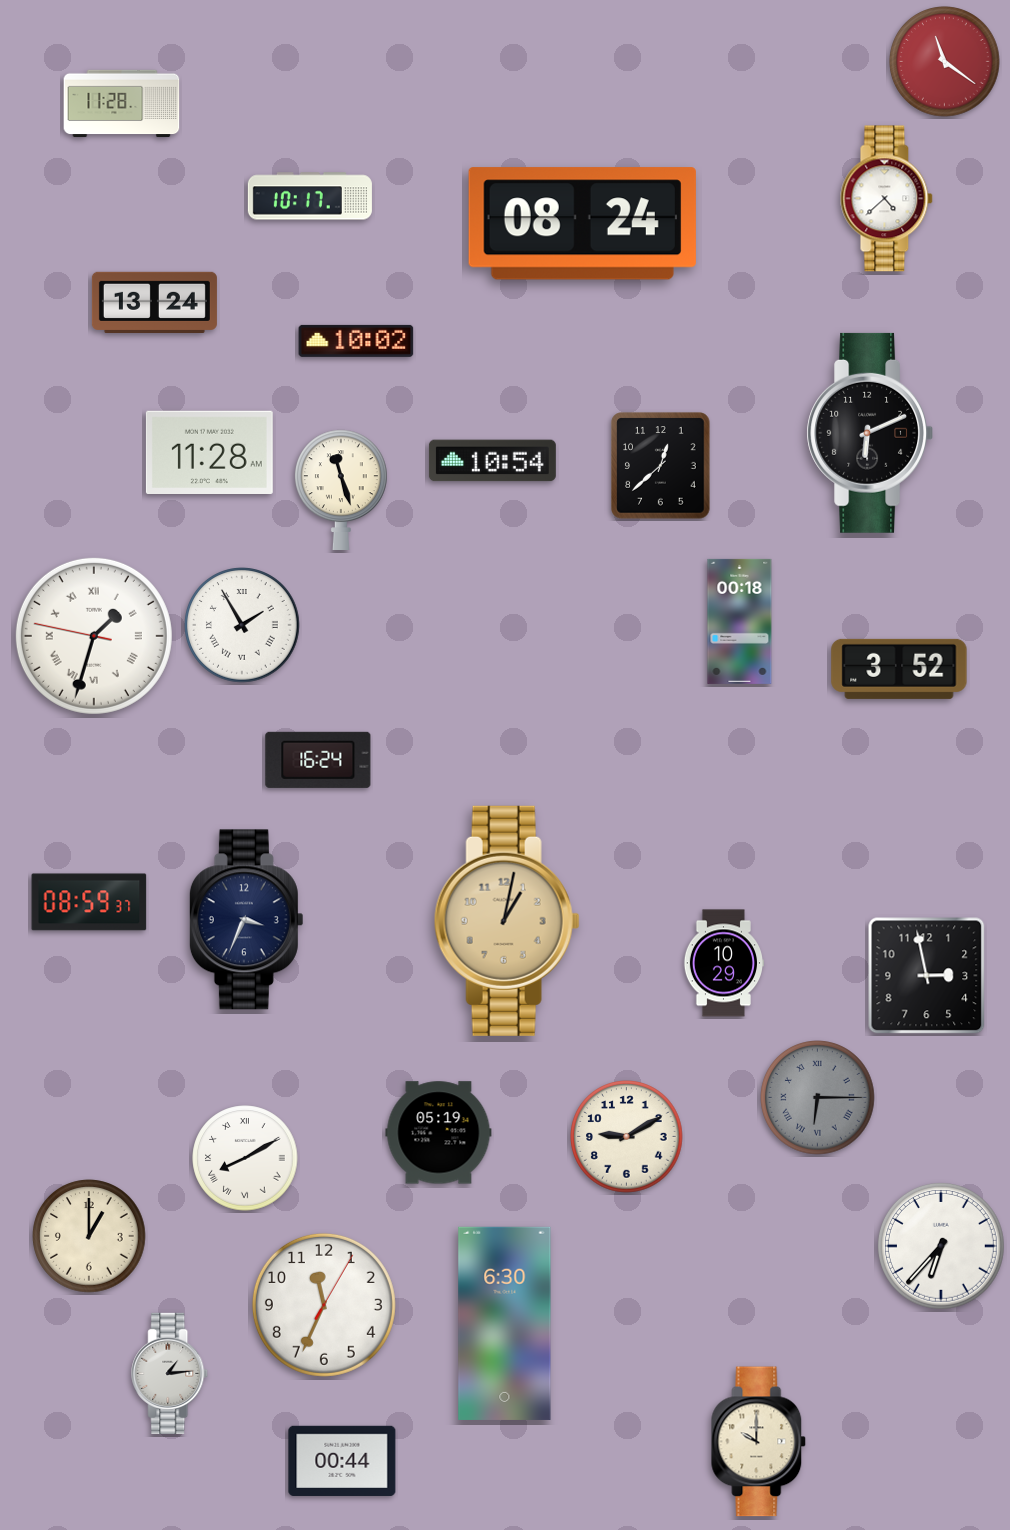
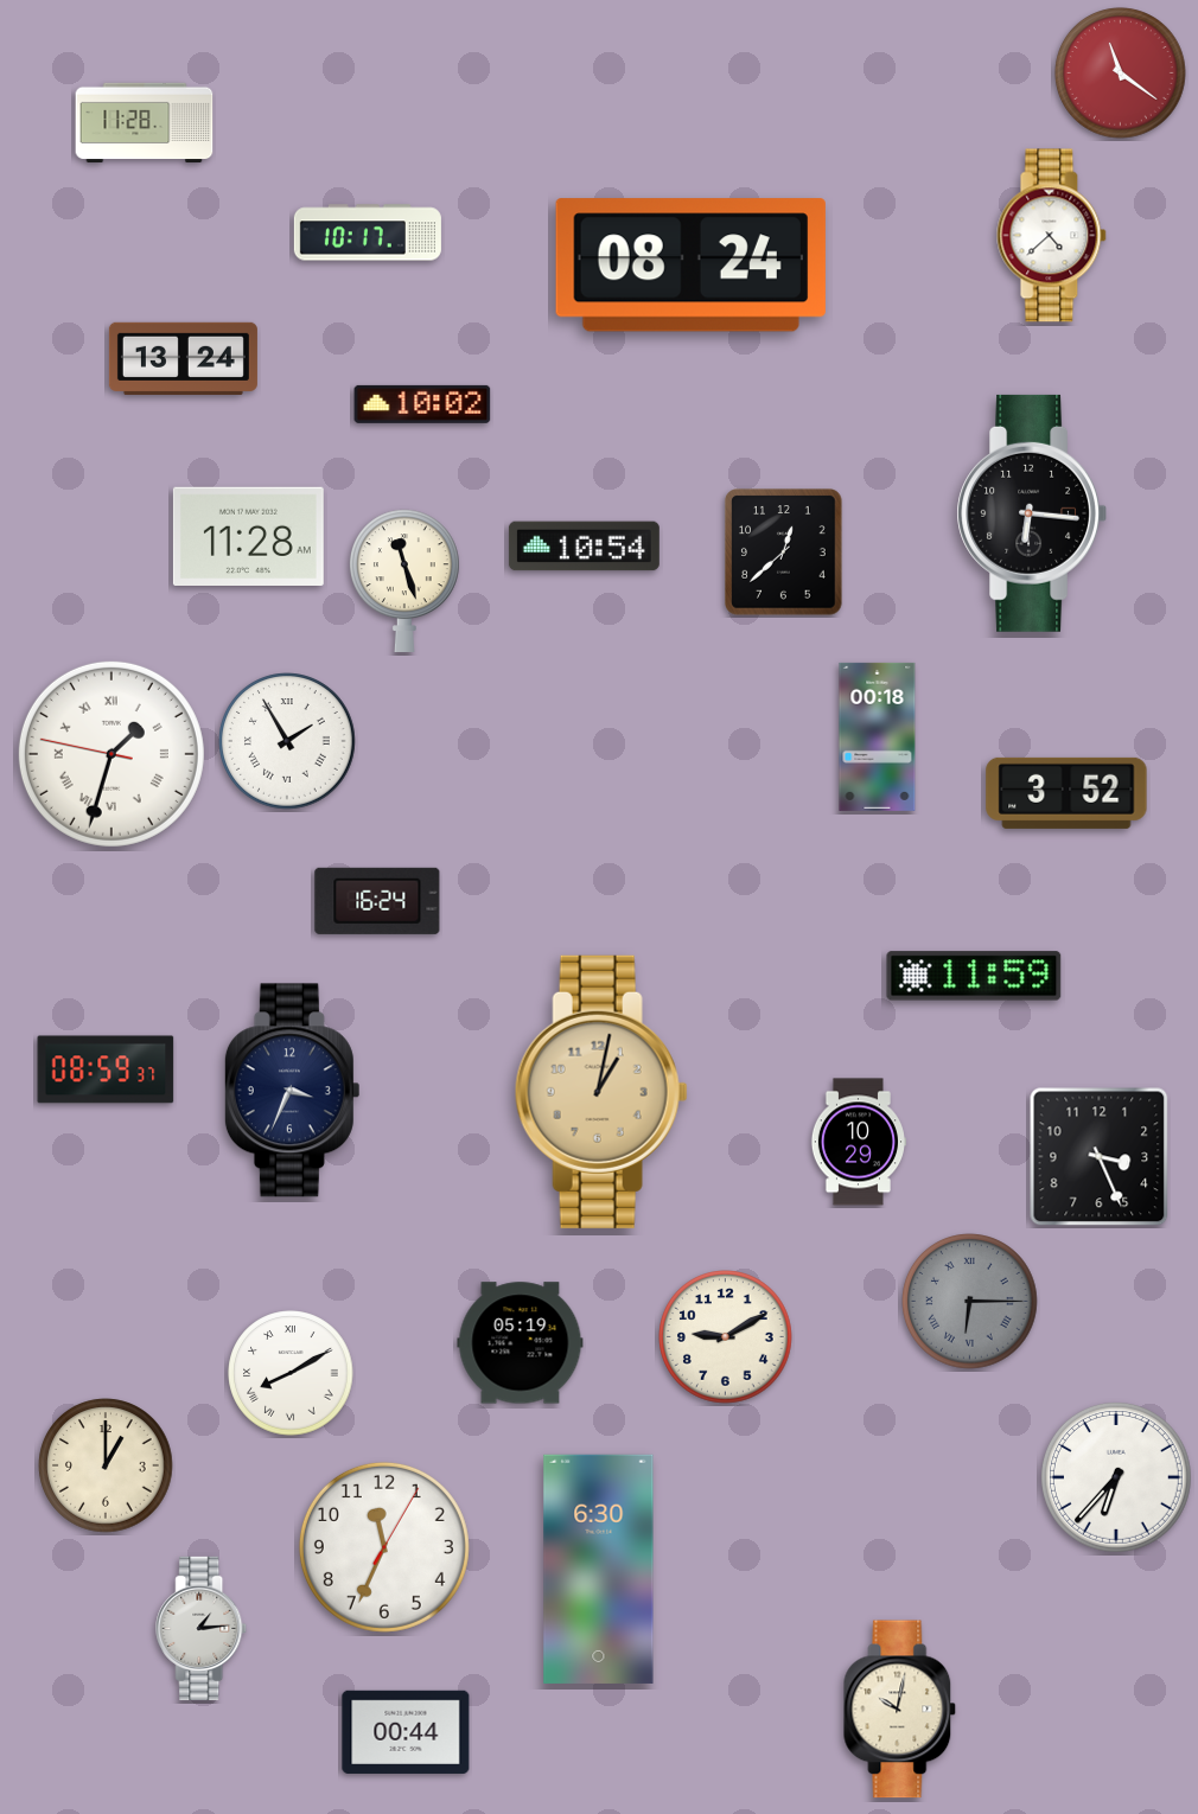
clock at (869, 433): 6:11 -> 6:16
clock at (974, 976): none -> 11:59
clock at (927, 976): 2:58 -> 3:26
clock at (627, 1137) position: (627, 1137) -> (726, 1337)
clock at (759, 1442): 10:00 -> 10:02
